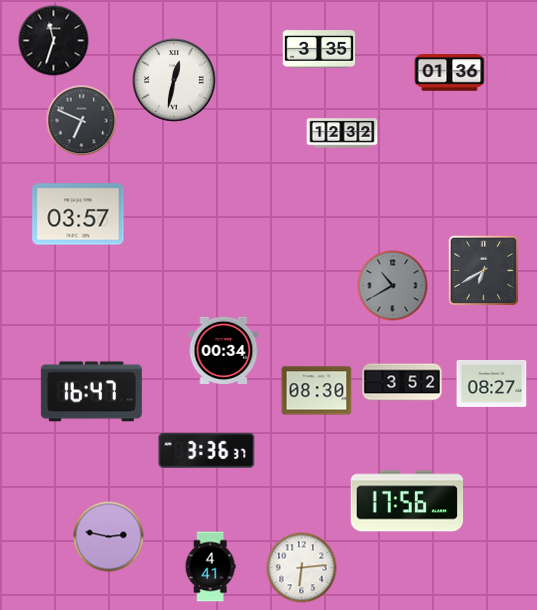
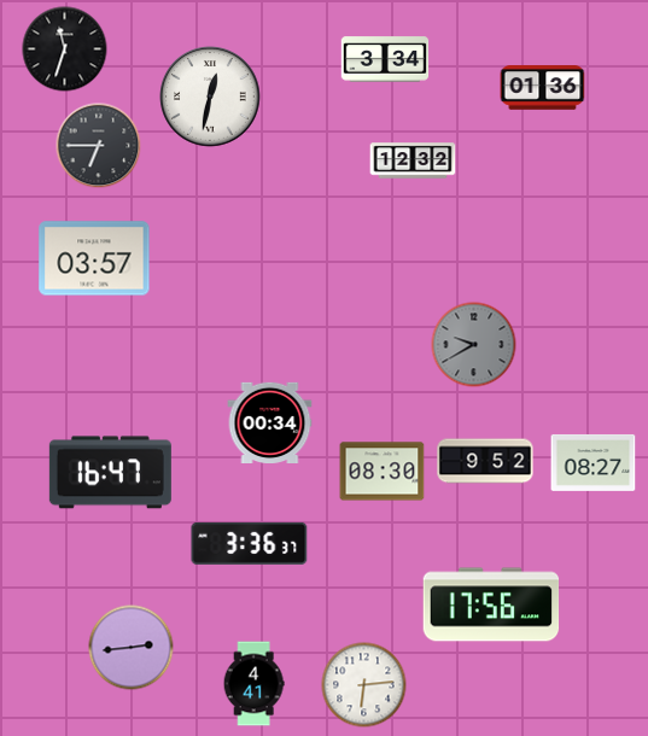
clock at (319, 49): 3:35 -> 3:34
clock at (82, 121): 6:49 -> 6:45
clock at (484, 271): 6:40 -> none
clock at (393, 286): 10:40 -> 9:40
clock at (402, 382): 3:52 -> 9:52
clock at (109, 537): 2:47 -> 2:44
